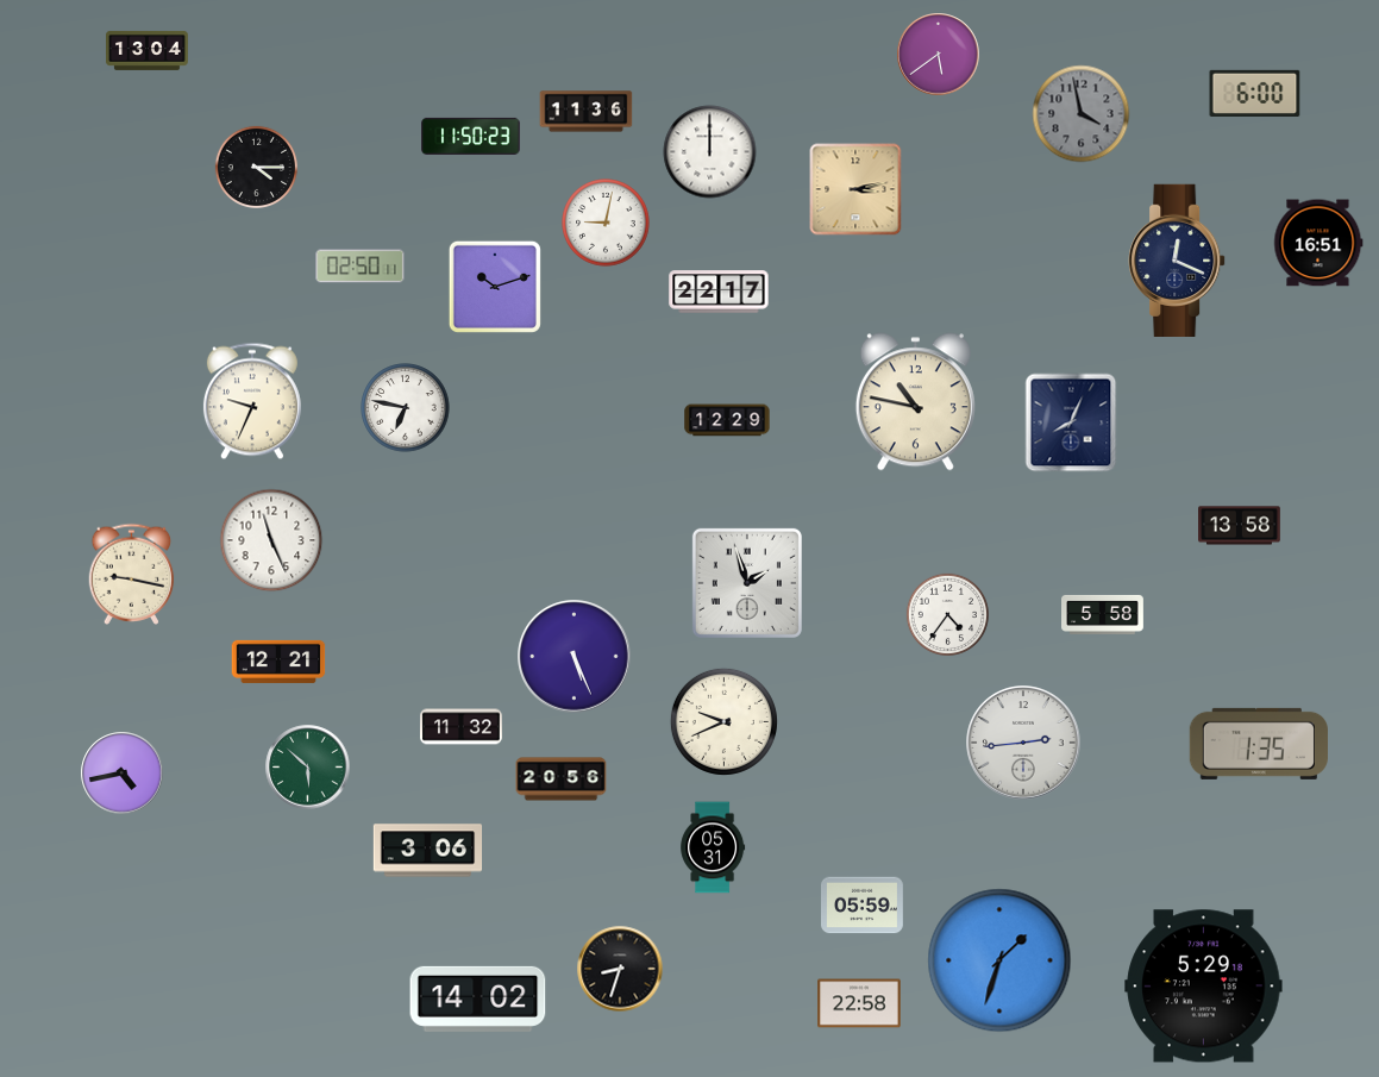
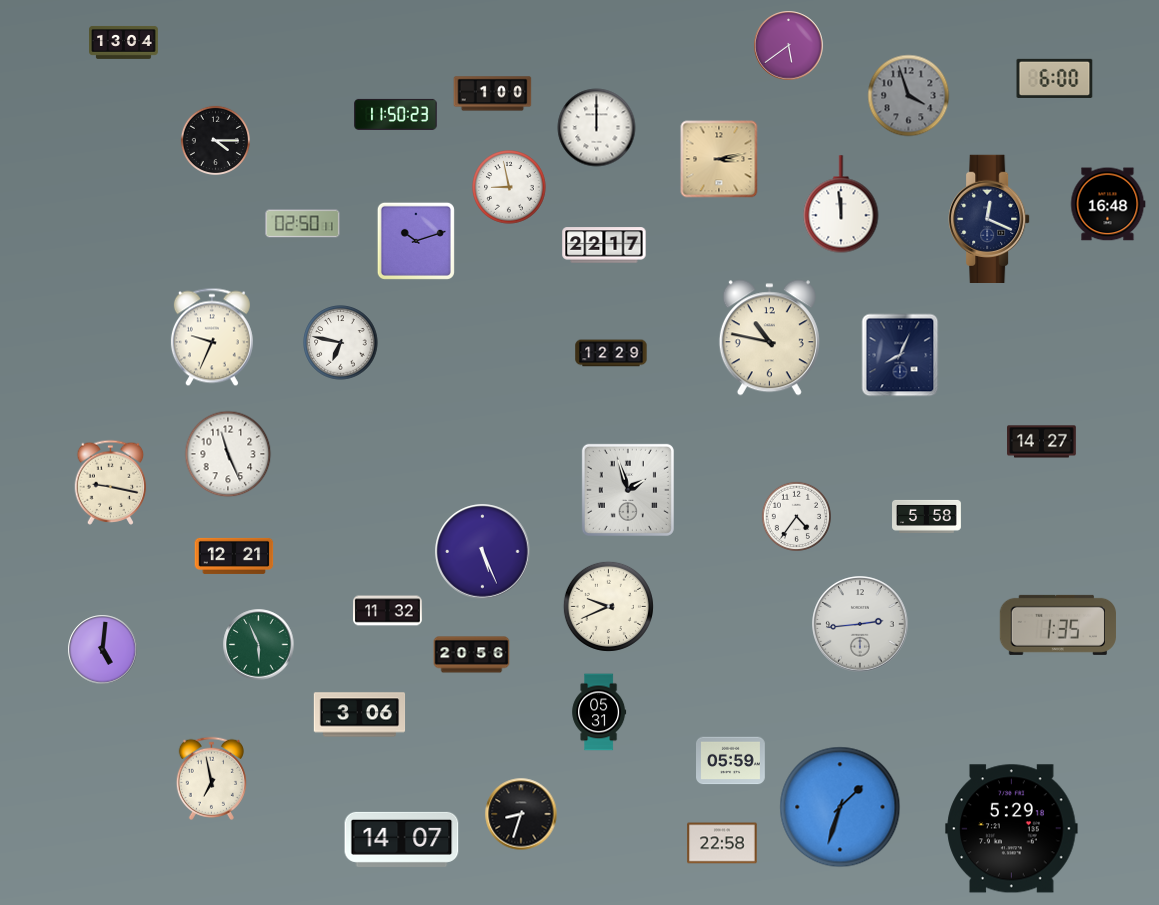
clock at (587, 112): 11:36 -> 1:00
clock at (1082, 114): 3:58 -> 3:57
clock at (606, 223): 9:02 -> 8:58
clock at (841, 204): none -> 11:59
clock at (1318, 243): 16:51 -> 16:48
clock at (1240, 526): 13:58 -> 14:27
clock at (308, 768): 5:52 -> 5:56
clock at (123, 774): 4:43 -> 5:01
clock at (863, 906) position: (863, 906) -> (731, 761)
clock at (211, 778): none -> 6:58
clock at (478, 998): 14:02 -> 14:07
